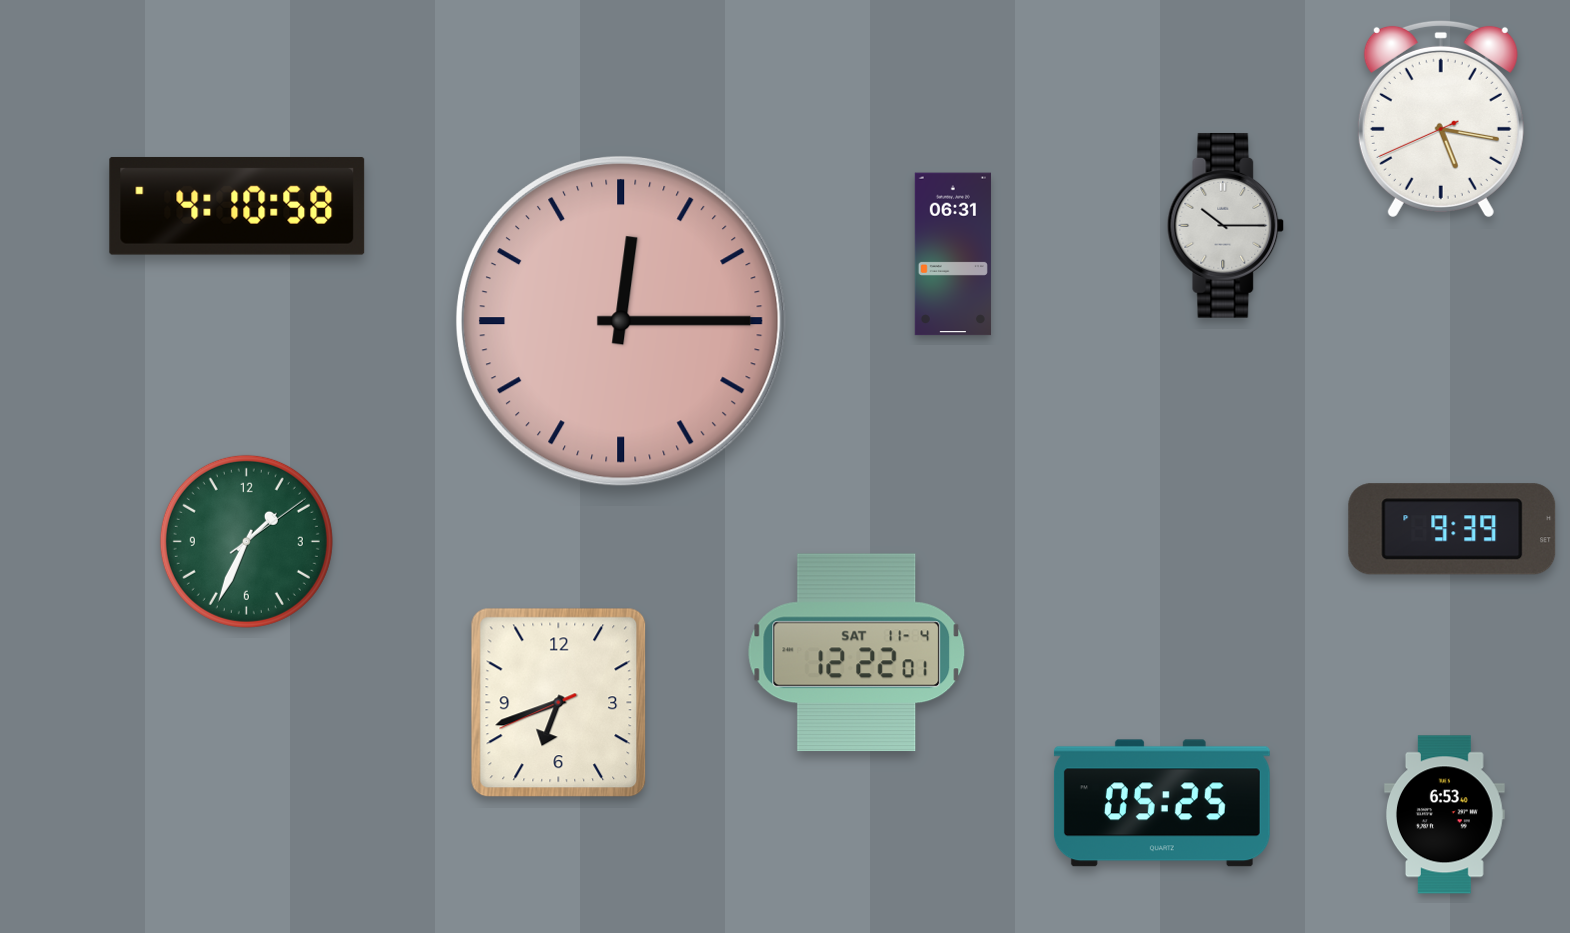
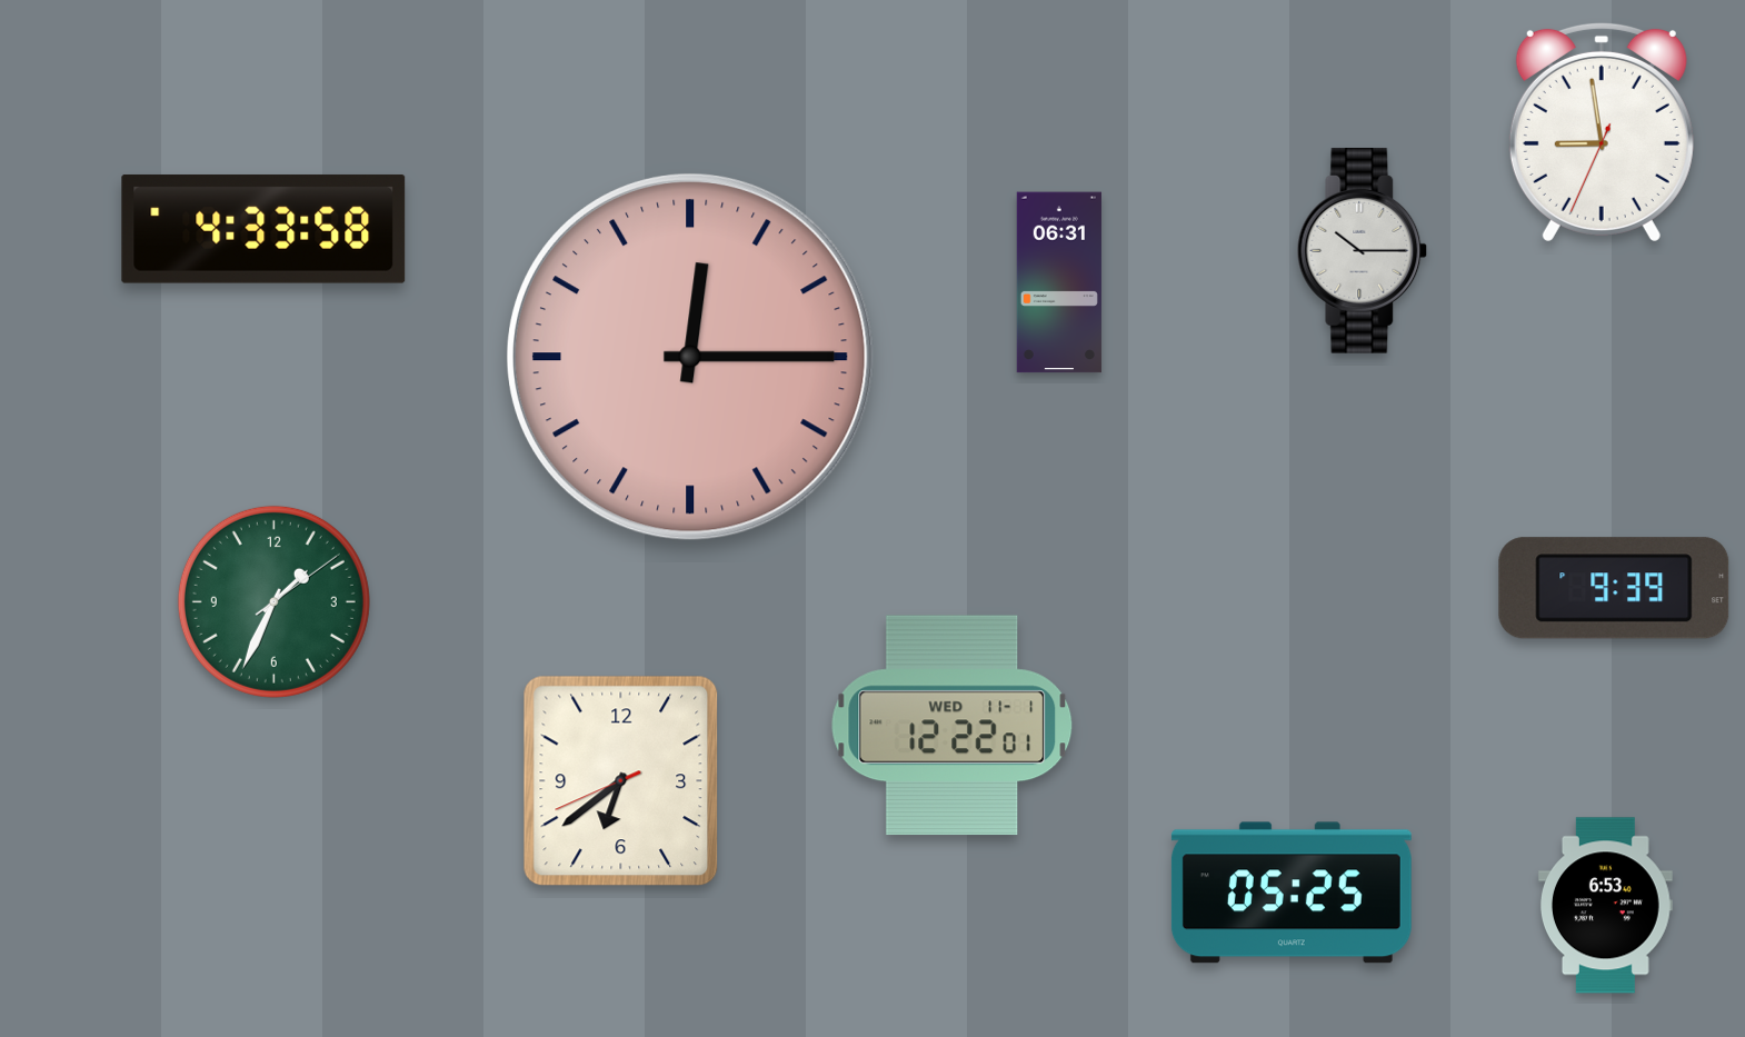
clock at (1441, 119): 5:16 -> 8:58
clock at (237, 206): 4:10 -> 4:33
clock at (857, 653) date: SAT 11-4 -> WED 11-1
clock at (559, 703): 6:41 -> 6:38
